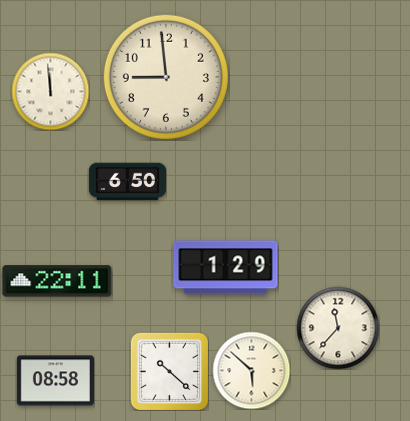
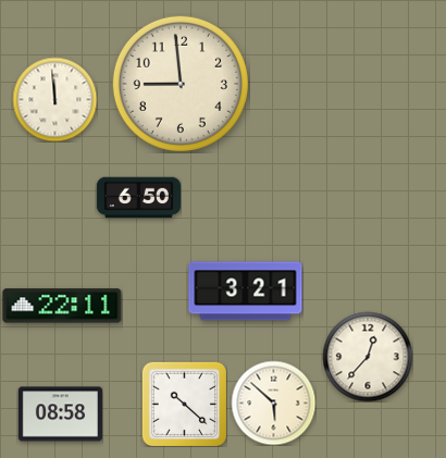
clock at (226, 268): 1:29 -> 3:21
clock at (338, 328): 11:37 -> 12:37
